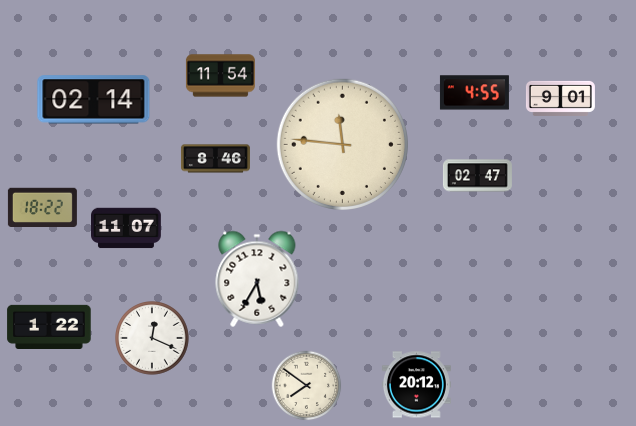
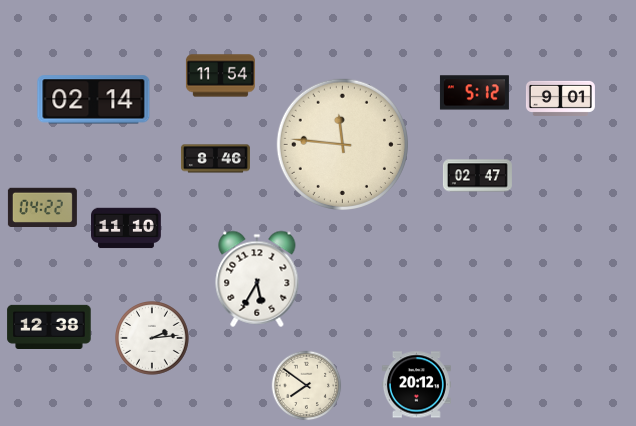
clock at (474, 93): 4:55 -> 5:12
clock at (42, 208): 18:22 -> 04:22
clock at (126, 228): 11:07 -> 11:10
clock at (49, 326): 1:22 -> 12:38
clock at (153, 339): 12:19 -> 2:14
